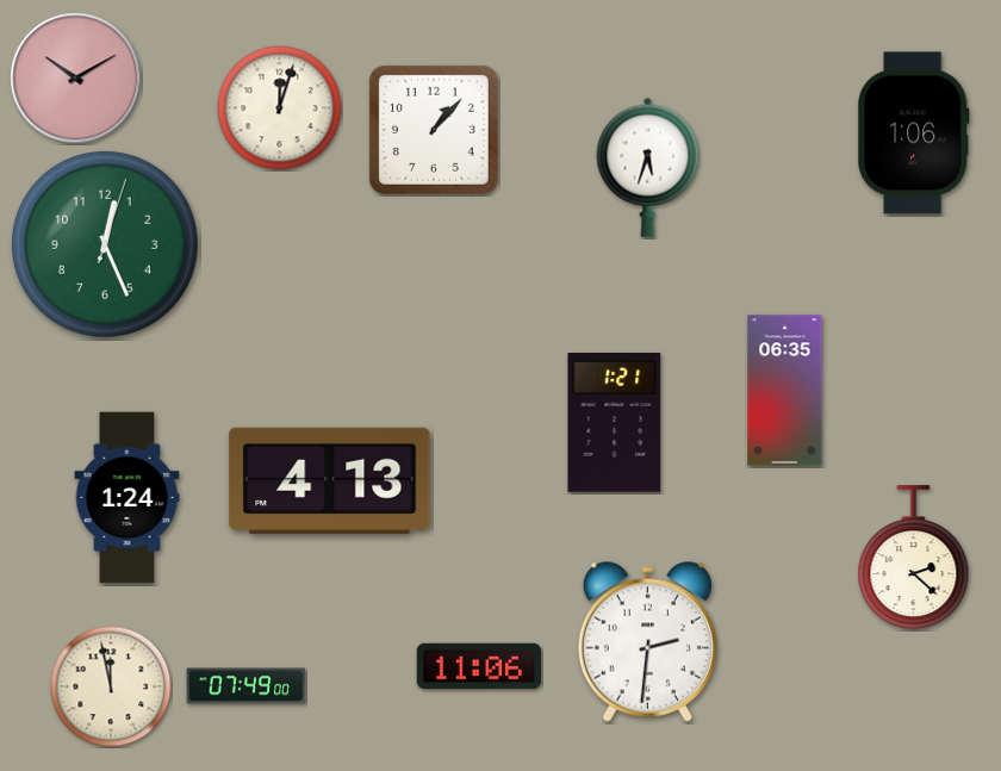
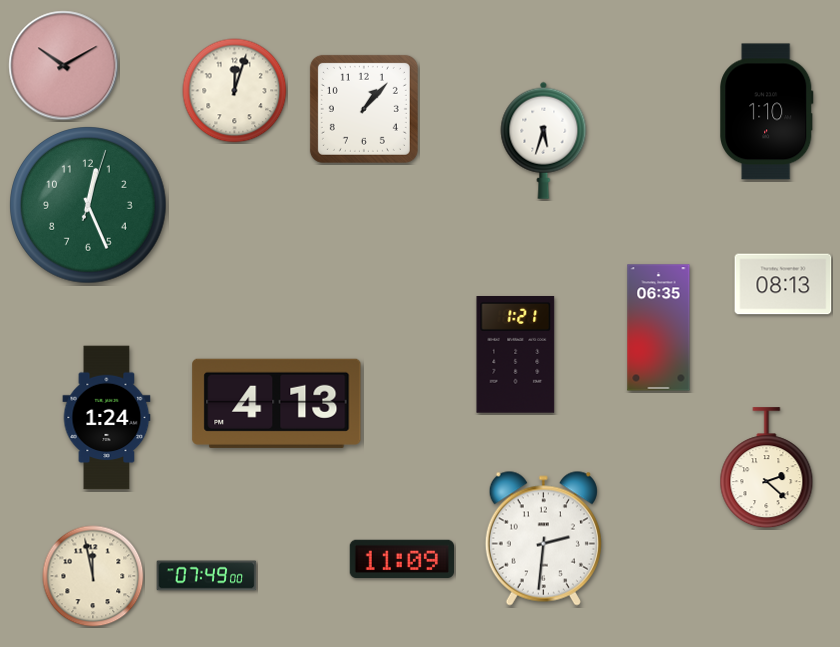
clock at (914, 133): 1:06 -> 1:10
clock at (783, 284): none -> 08:13
clock at (479, 666): 11:06 -> 11:09
